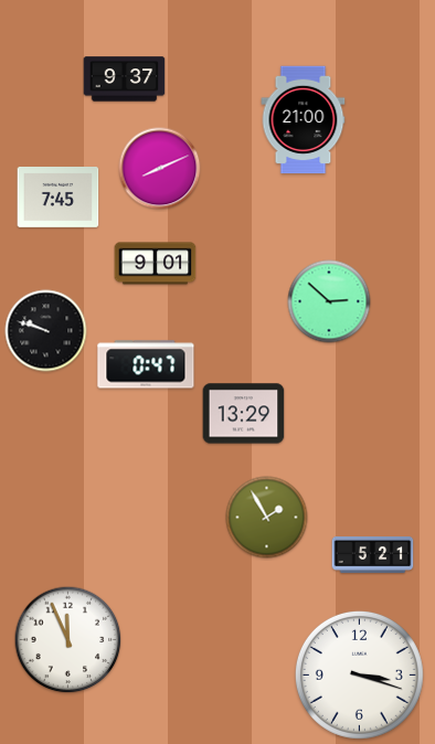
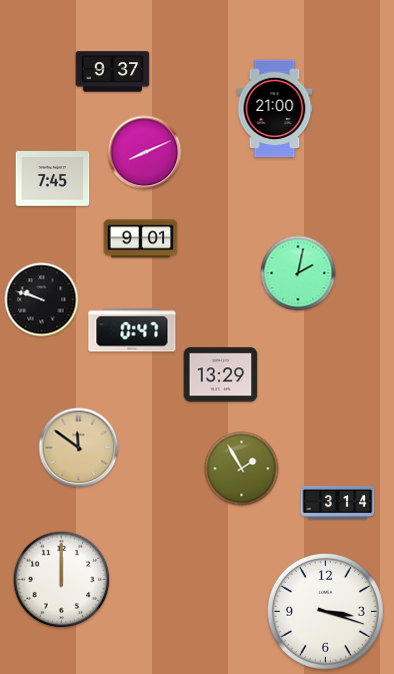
clock at (329, 301): 2:52 -> 2:02
clock at (79, 448): none -> 11:51
clock at (373, 554): 5:21 -> 3:14
clock at (68, 640): 11:56 -> 12:00
